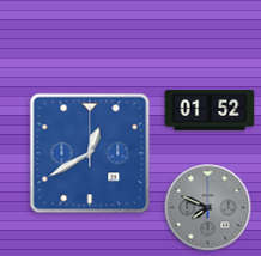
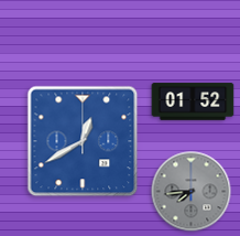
clock at (208, 208): 7:49 -> 7:44
